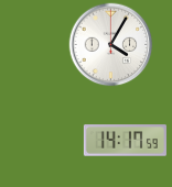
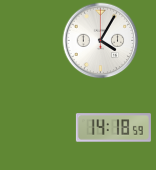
clock at (125, 141): 14:17 -> 14:18
